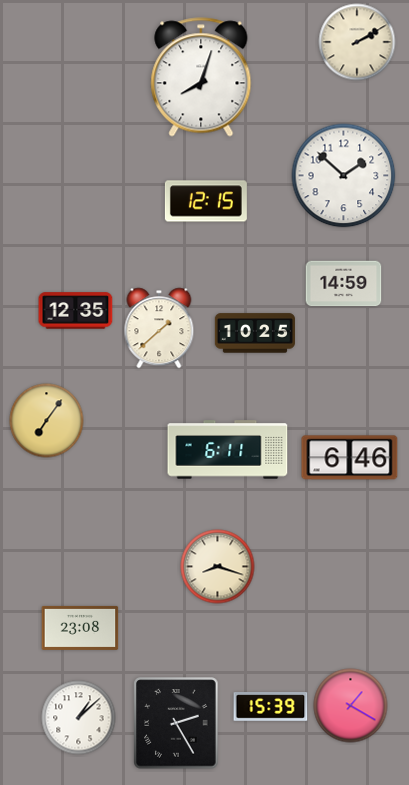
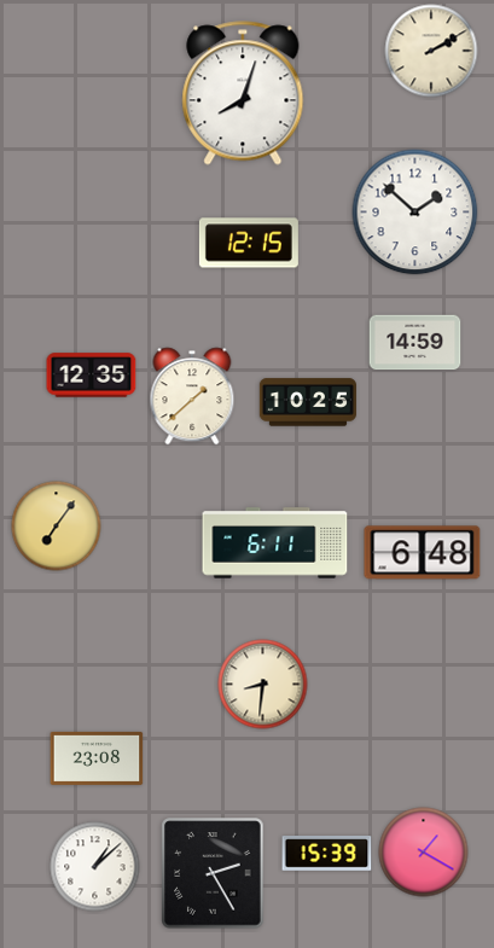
clock at (47, 421) position: (47, 421) -> (57, 527)
clock at (350, 458): 6:46 -> 6:48
clock at (218, 567): 8:18 -> 8:31
